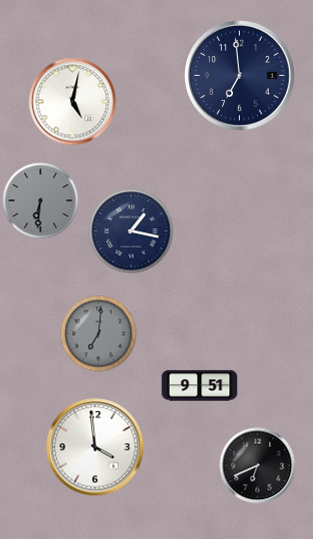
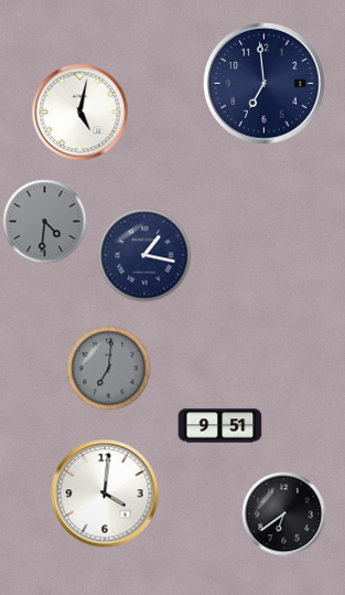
clock at (41, 201): 6:31 -> 4:31
clock at (95, 447): 3:59 -> 4:01
clock at (258, 466): 6:41 -> 6:39
